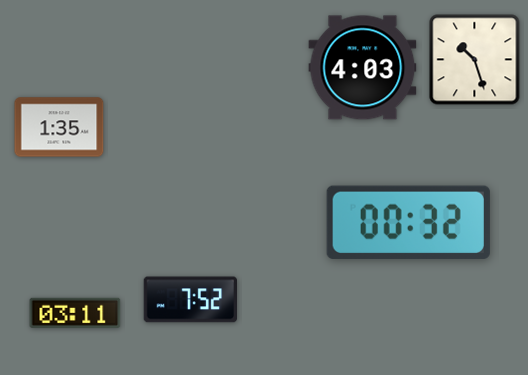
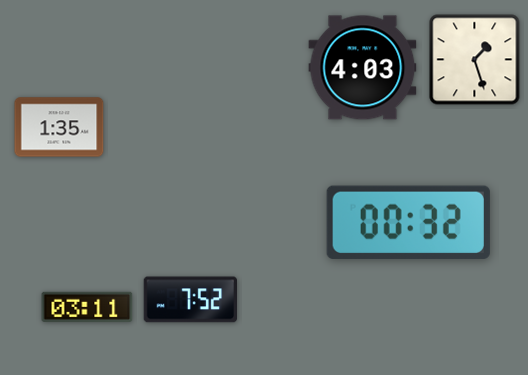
clock at (475, 60): 10:27 -> 1:27
clock at (75, 313) position: (75, 313) -> (87, 307)
